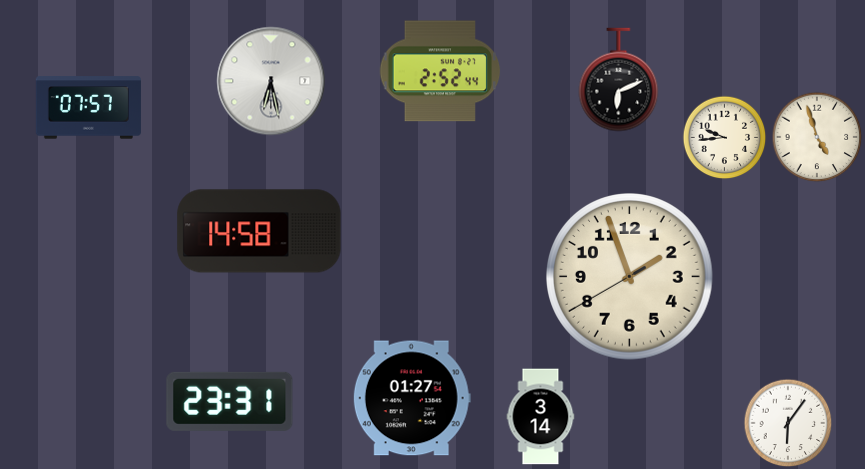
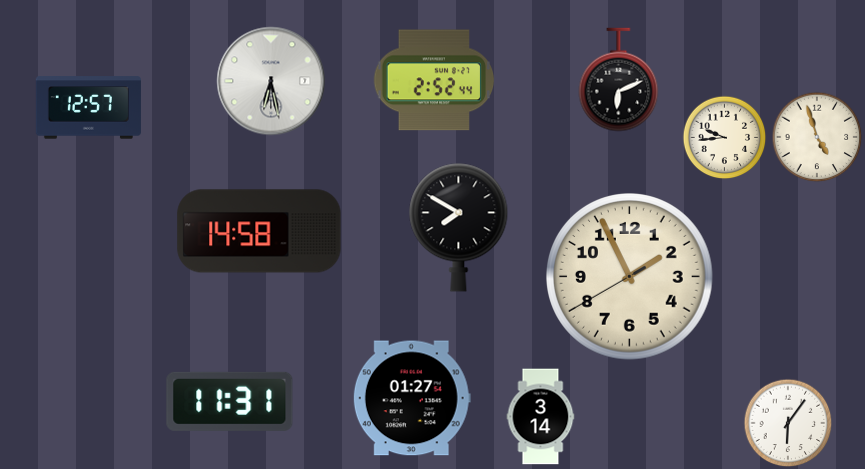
clock at (440, 71) position: (440, 71) -> (434, 80)
clock at (88, 108): 07:57 -> 12:57
clock at (459, 227): none -> 7:50
clock at (630, 277): 1:56 -> 1:55
clock at (230, 401): 23:31 -> 11:31
